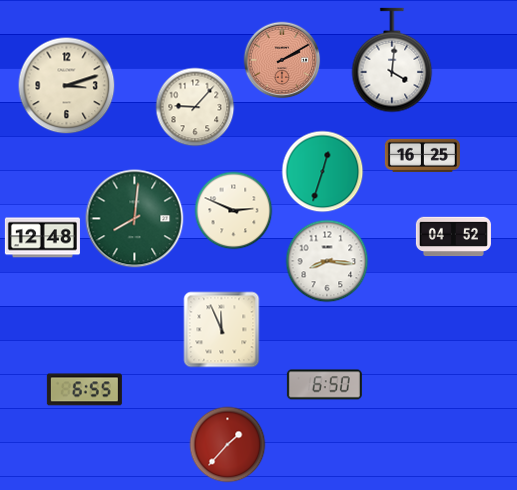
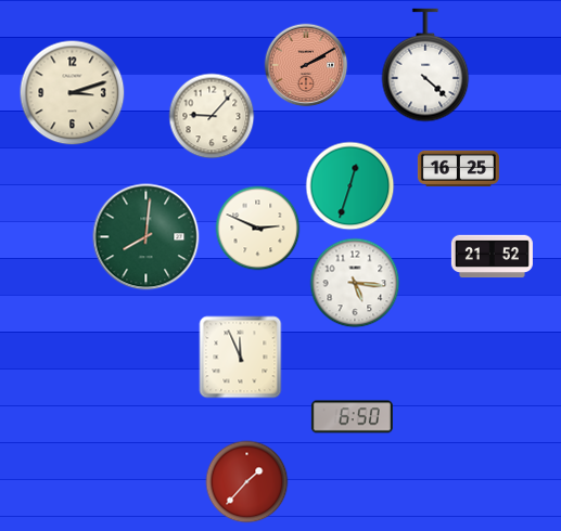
clock at (392, 60): 4:01 -> 4:22
clock at (234, 211) position: (234, 211) -> (258, 229)
clock at (453, 237): 04:52 -> 21:52
clock at (42, 238): 12:48 -> none
clock at (327, 261): 8:16 -> 5:16
clock at (84, 390): 6:55 -> none
